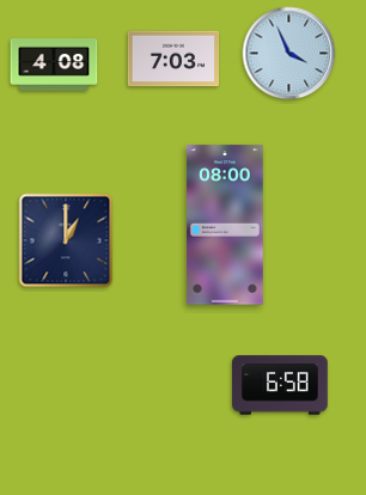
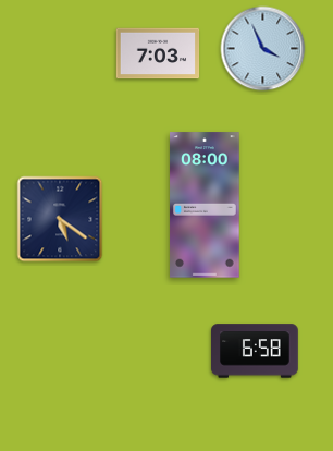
clock at (54, 66): 4:08 -> none
clock at (66, 240): 1:00 -> 5:21
